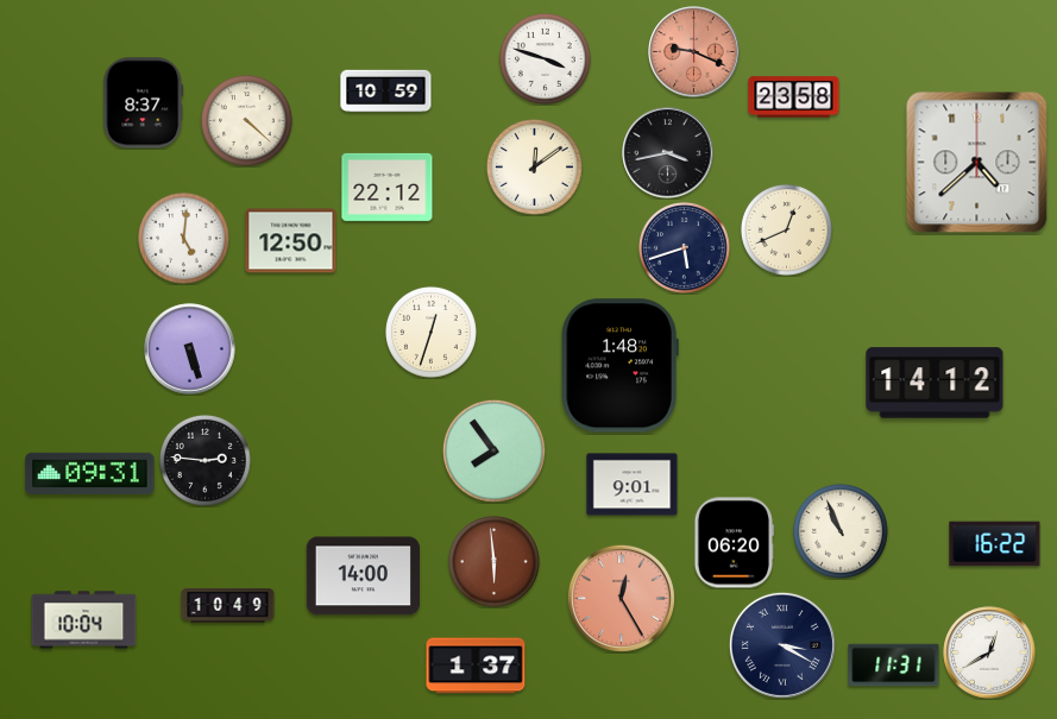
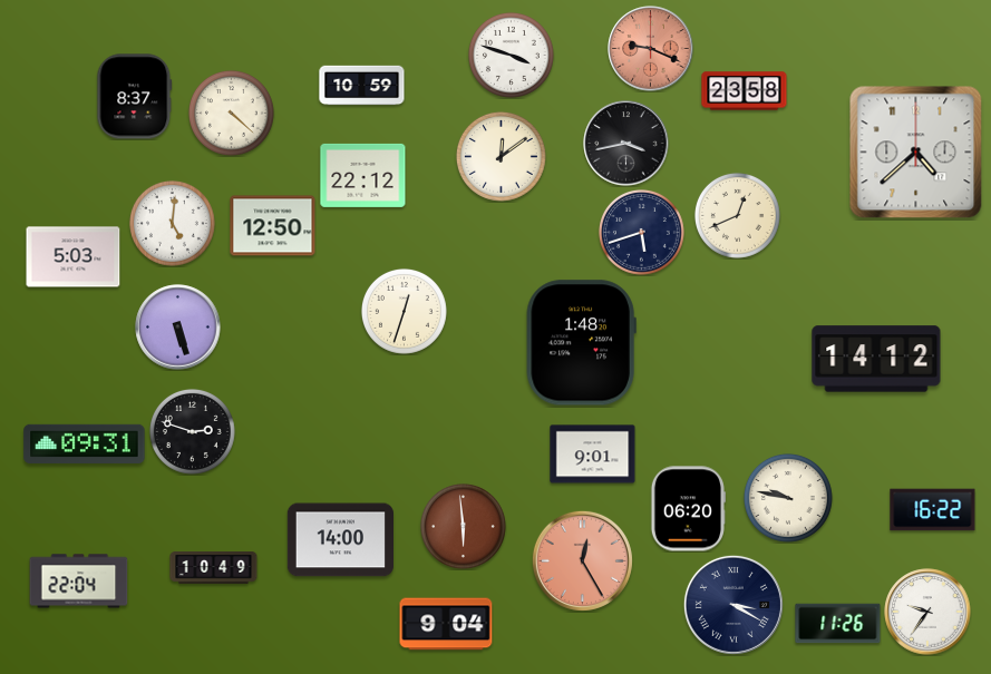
clock at (74, 257): none -> 5:03
clock at (493, 450): 7:54 -> none
clock at (205, 460): 2:46 -> 2:48
clock at (841, 531): 10:56 -> 9:47
clock at (84, 620): 10:04 -> 22:04
clock at (989, 652): 12:40 -> 9:36
clock at (476, 666): 1:37 -> 9:04
clock at (894, 666): 11:31 -> 11:26
